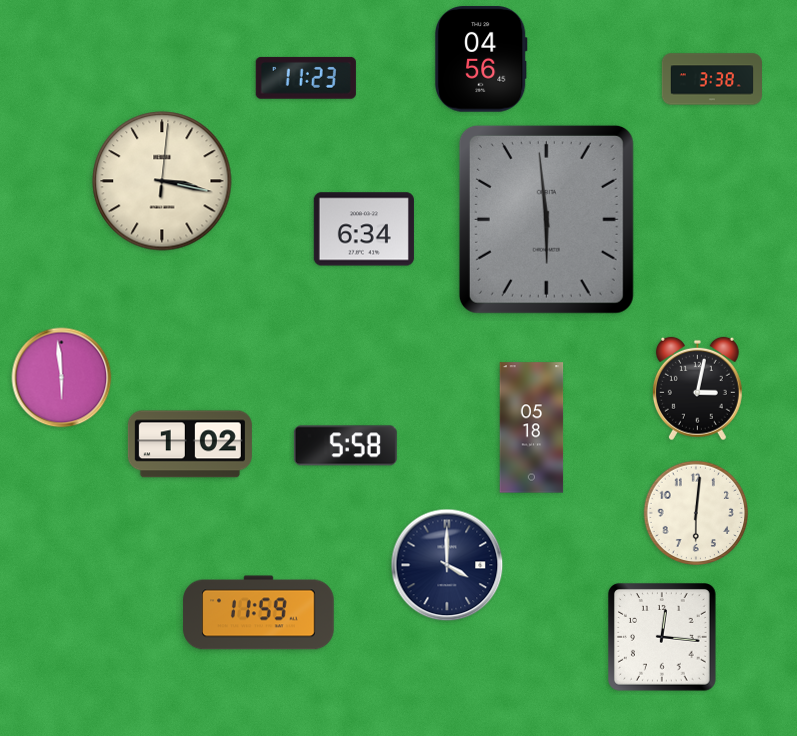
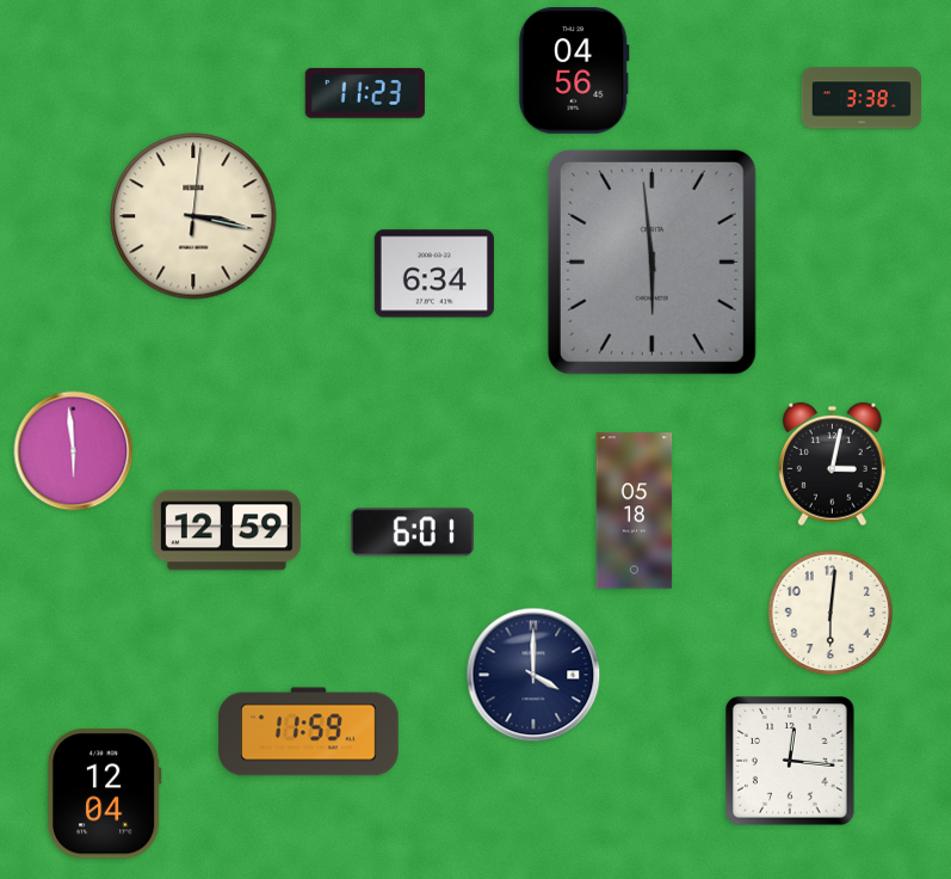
clock at (711, 79) position: (711, 79) -> (860, 98)
clock at (190, 444): 1:02 -> 12:59
clock at (345, 446): 5:58 -> 6:01
clock at (104, 794): none -> 12:04
